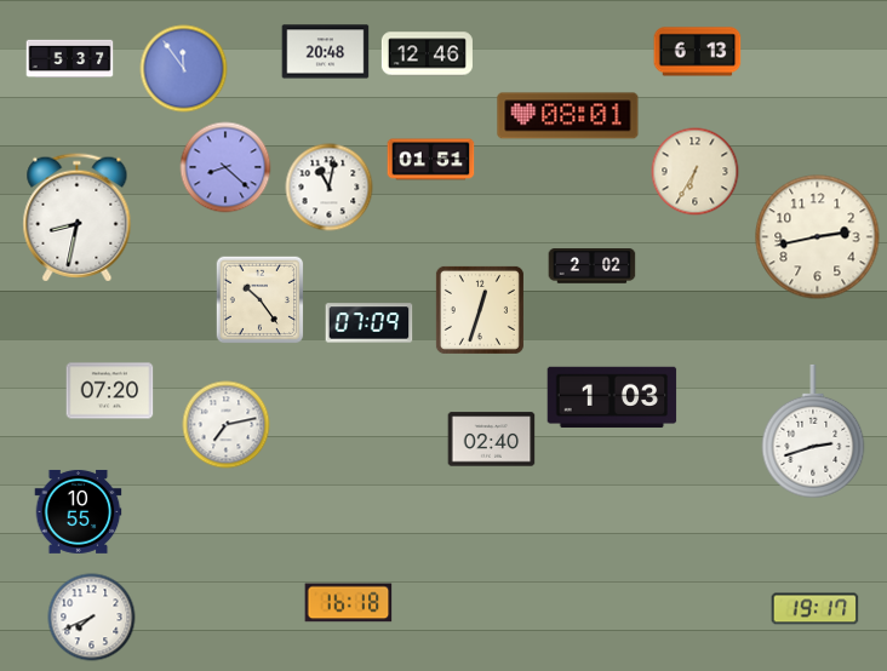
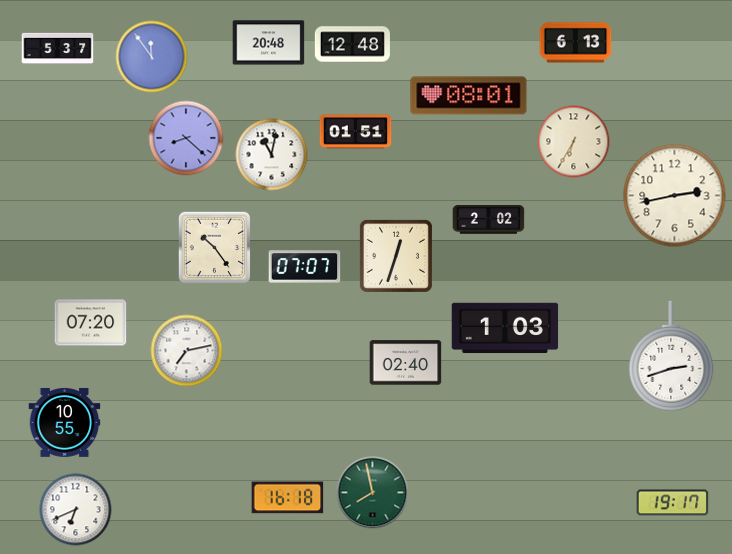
clock at (427, 55): 12:46 -> 12:48
clock at (78, 218): 8:32 -> none
clock at (370, 323): 07:09 -> 07:07
clock at (373, 493): none -> 7:58
clock at (92, 618): 7:41 -> 6:41
